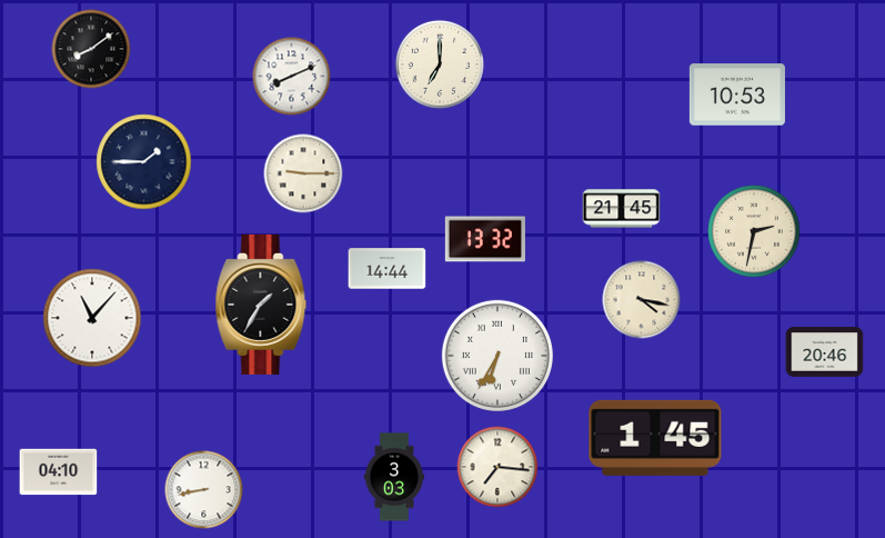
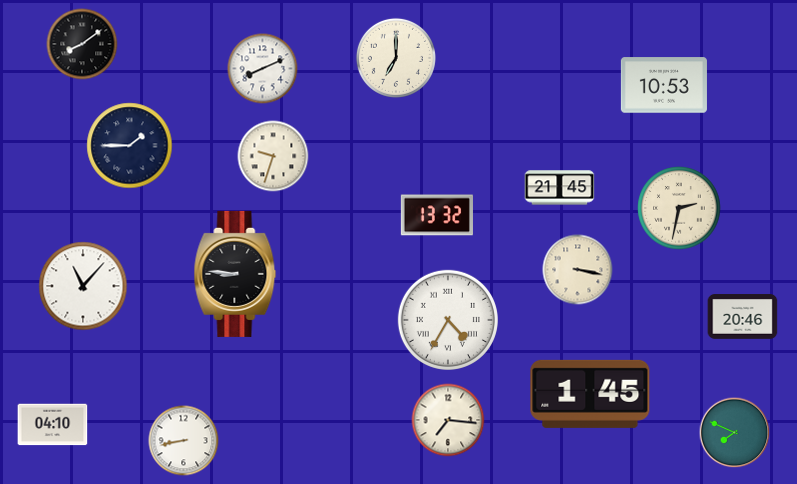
clock at (303, 173): 9:15 -> 9:33
clock at (388, 269): 14:44 -> none
clock at (642, 300): 4:17 -> 3:17
clock at (261, 305): 1:35 -> 8:46
clock at (497, 356): 6:35 -> 4:35
clock at (394, 477): 3:03 -> none
clock at (735, 433): none -> 7:49
